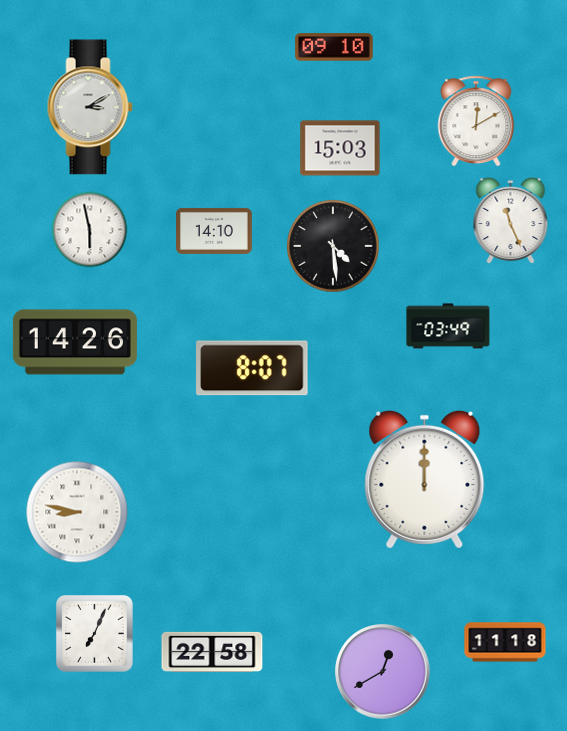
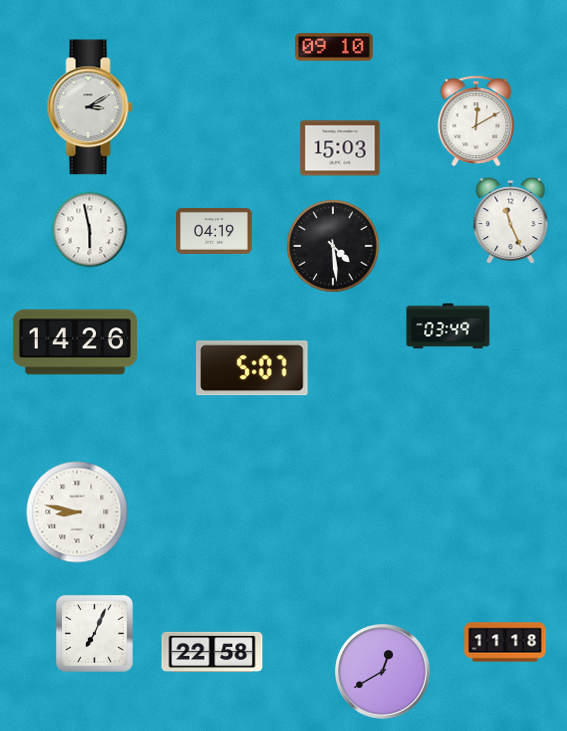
clock at (215, 231): 14:10 -> 04:19
clock at (252, 368): 8:07 -> 5:07
clock at (425, 479): 12:00 -> none
